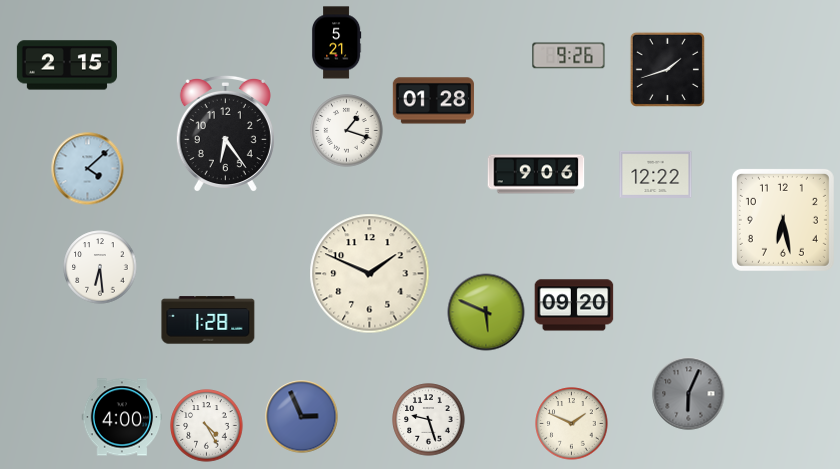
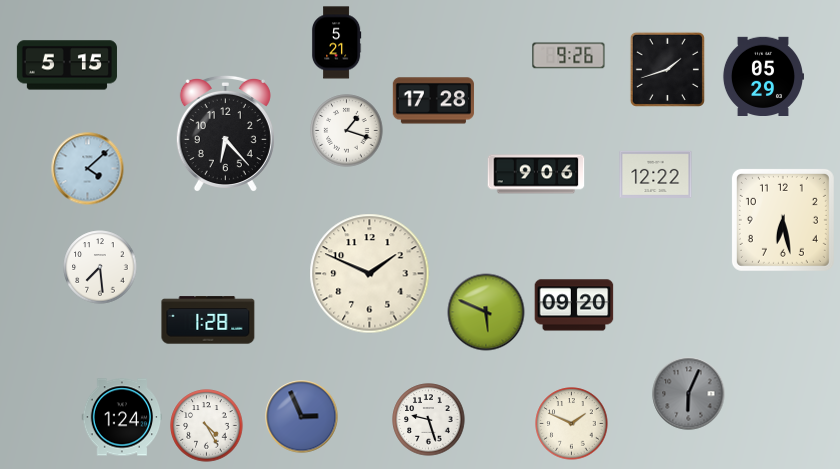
clock at (67, 65): 2:15 -> 5:15
clock at (762, 77): none -> 05:29
clock at (433, 101): 01:28 -> 17:28
clock at (225, 133): 6:24 -> 6:23
clock at (100, 267): 6:29 -> 7:29
clock at (122, 417): 4:00 -> 1:24
